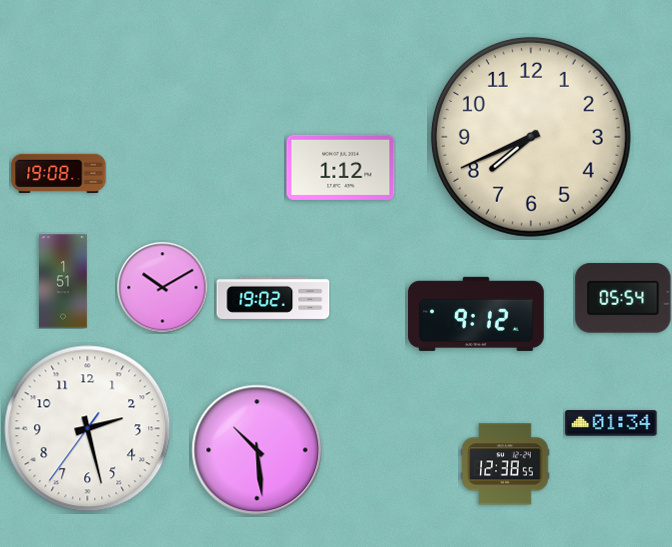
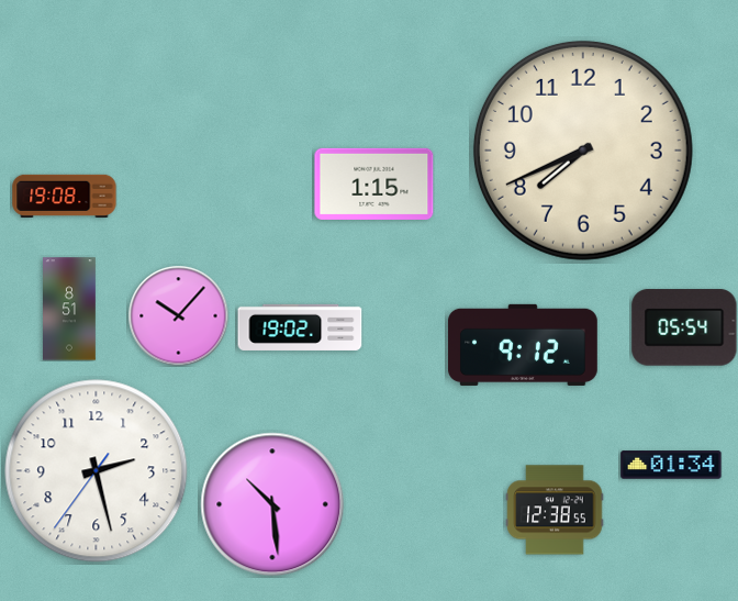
clock at (341, 167): 1:12 -> 1:15
clock at (59, 173) position: (59, 173) -> (65, 196)
clock at (64, 281): 1:51 -> 8:51
clock at (162, 287): 10:10 -> 10:07
clock at (257, 450) position: (257, 450) -> (272, 504)
